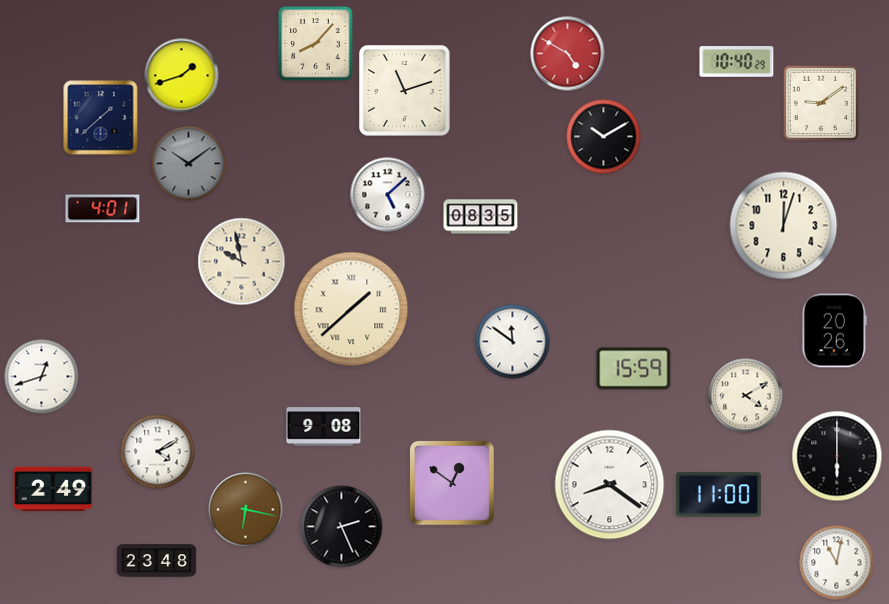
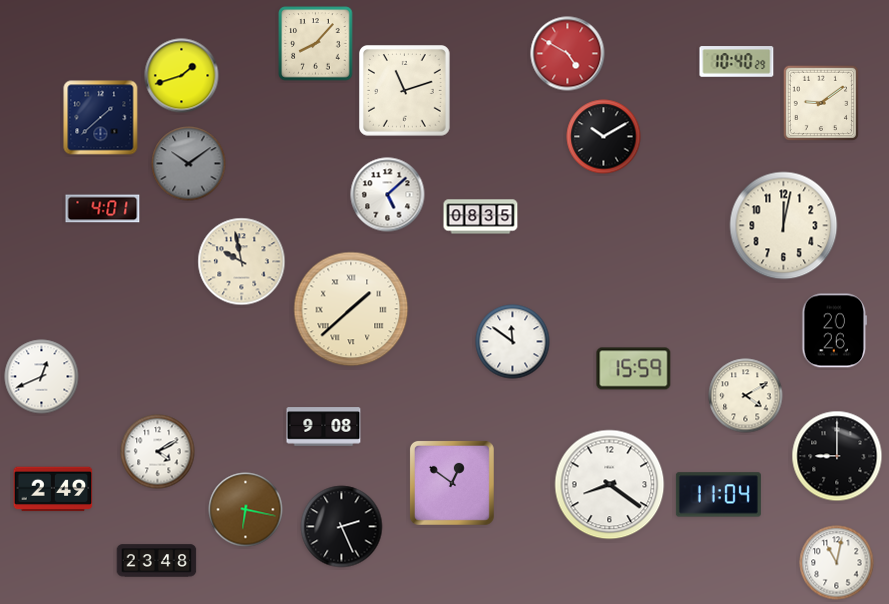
clock at (784, 226): 12:03 -> 12:02
clock at (42, 377): 12:42 -> 12:41
clock at (837, 456): 6:00 -> 9:00
clock at (718, 495): 11:00 -> 11:04
